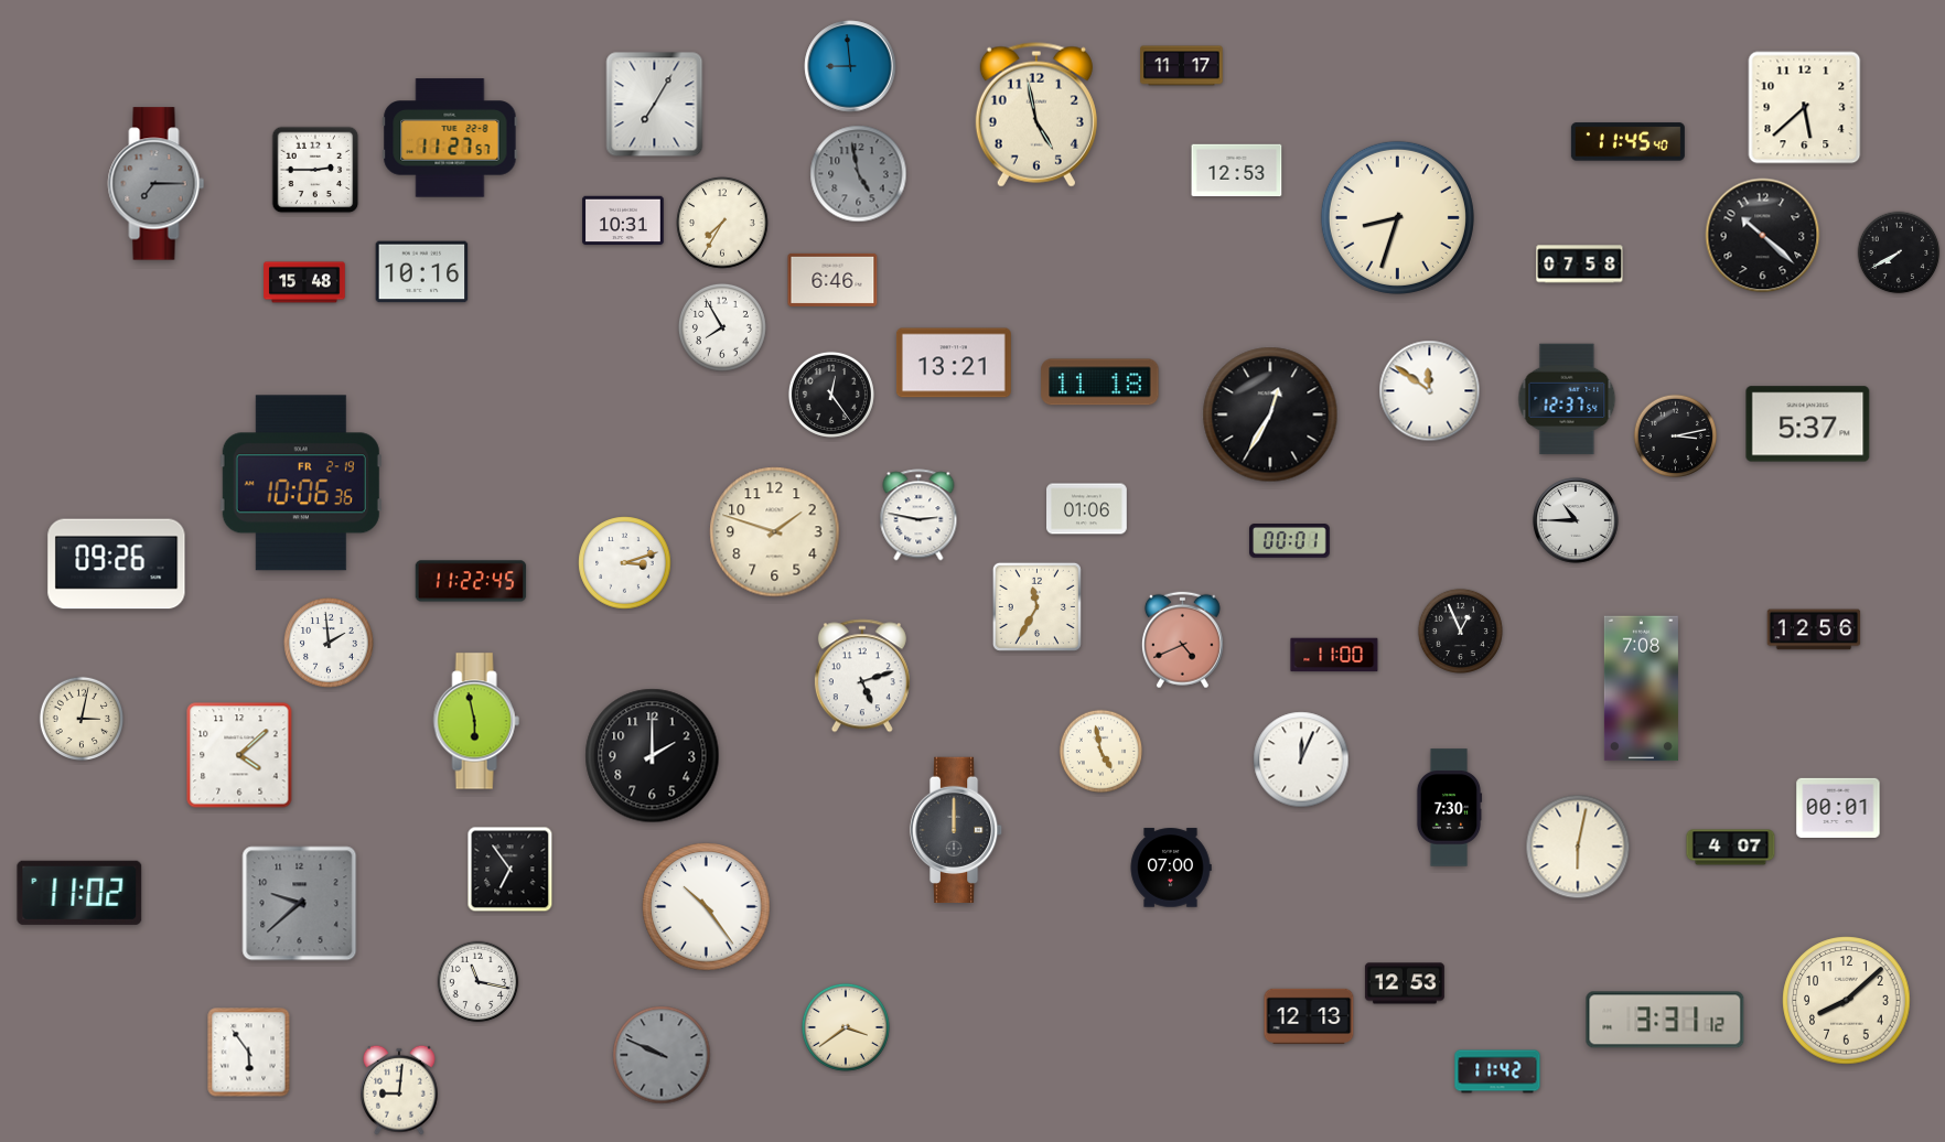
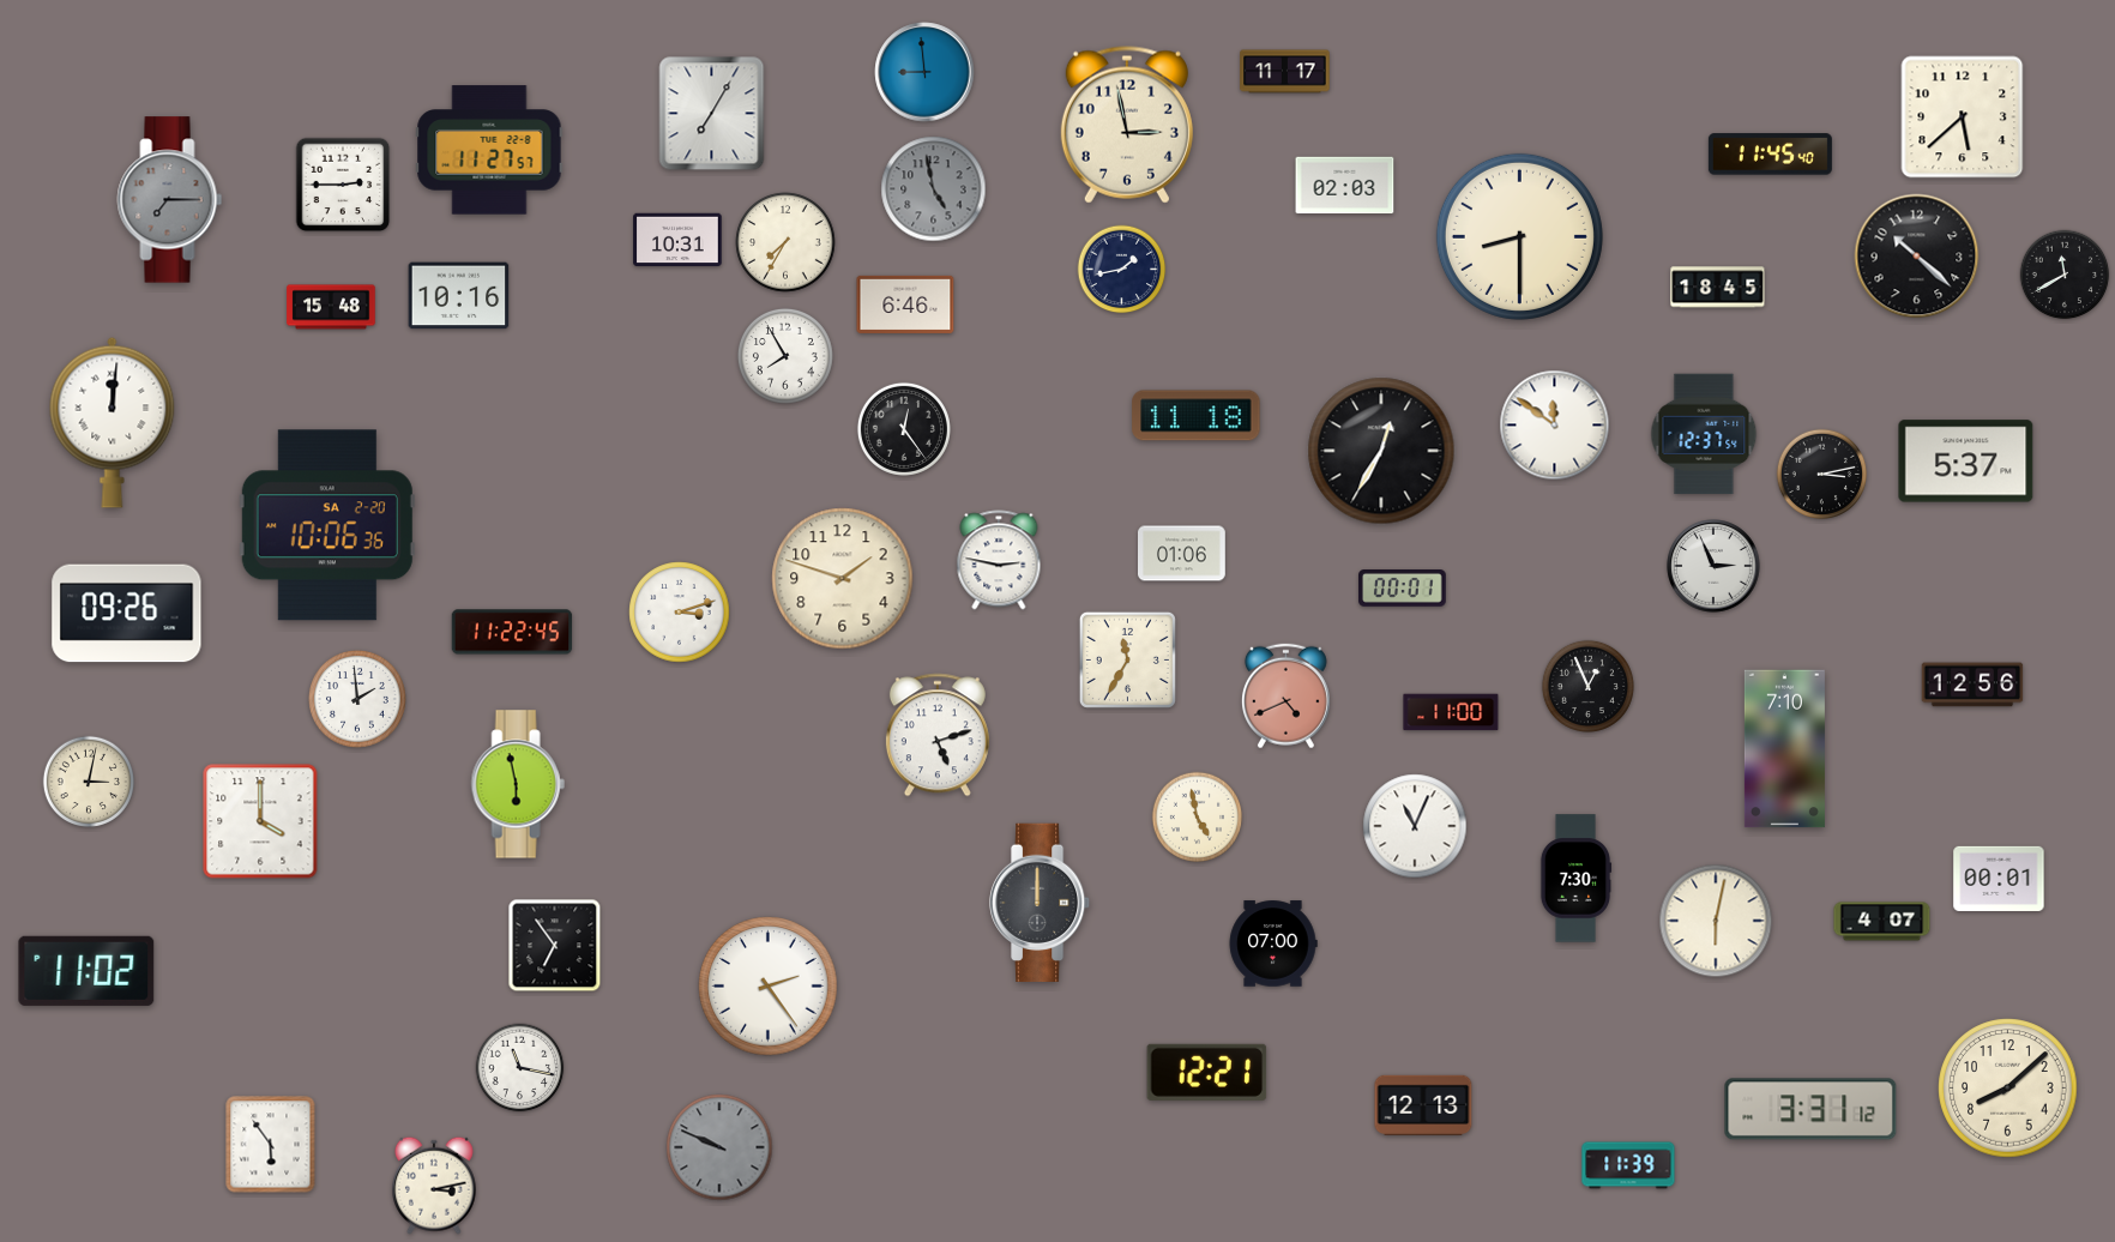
clock at (1036, 115): 4:58 -> 2:58
clock at (1237, 171): 12:53 -> 02:03
clock at (1397, 217): 8:33 -> 8:30
clock at (1122, 270): none -> 1:43
clock at (1899, 252): 7:40 -> 11:40
clock at (1580, 265): 07:58 -> 18:45
clock at (954, 363): 13:21 -> none
clock at (113, 422): none -> 12:01
clock at (301, 483) date: FR 2-19 -> SA 2-20
clock at (1576, 520): 10:45 -> 2:56
clock at (1641, 689): 7:08 -> 7:10
clock at (239, 755): 4:08 -> 4:00
clock at (653, 756): 2:00 -> none
clock at (1301, 759): 12:04 -> 11:04
clock at (300, 904): 9:38 -> none
clock at (707, 907): 10:24 -> 2:24
clock at (1405, 983): 12:53 -> none
clock at (1207, 1072): none -> 12:21
clock at (846, 1027): 3:39 -> none
clock at (1497, 1071): 11:42 -> 11:39
clock at (399, 1090): 9:01 -> 3:13
